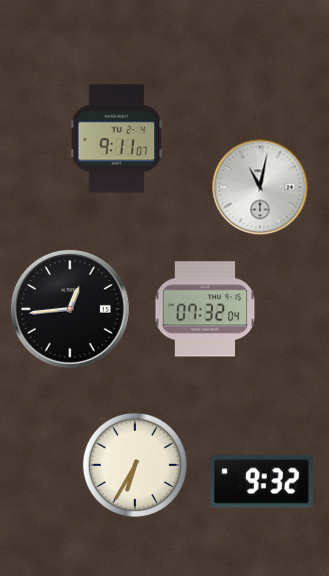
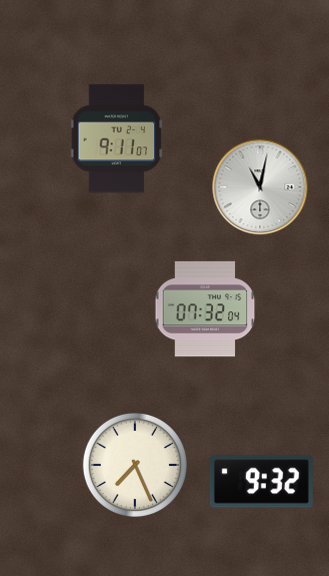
clock at (70, 309): 12:44 -> none
clock at (134, 464): 6:35 -> 7:26
